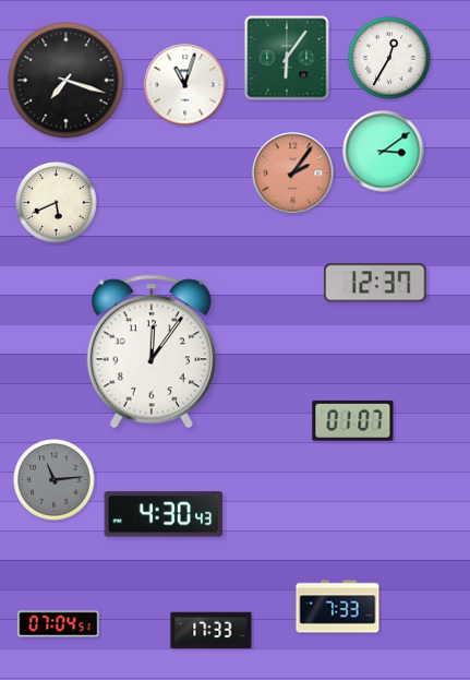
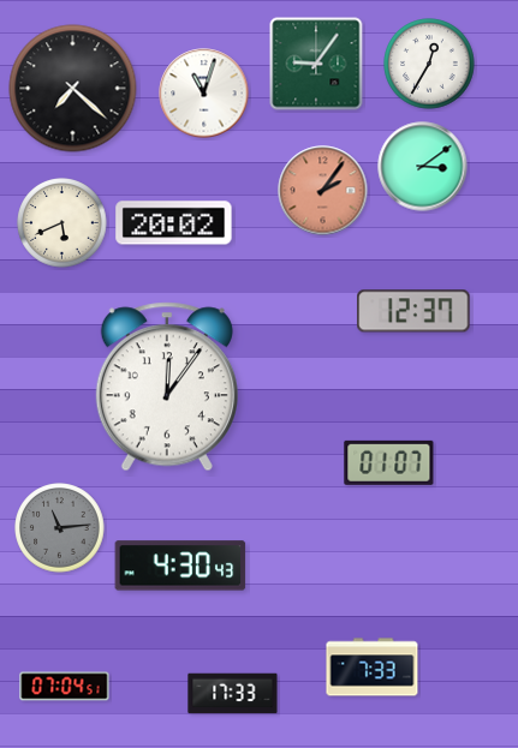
clock at (287, 58): 6:06 -> 9:06
clock at (67, 81): 7:18 -> 7:22
clock at (174, 223): none -> 20:02
